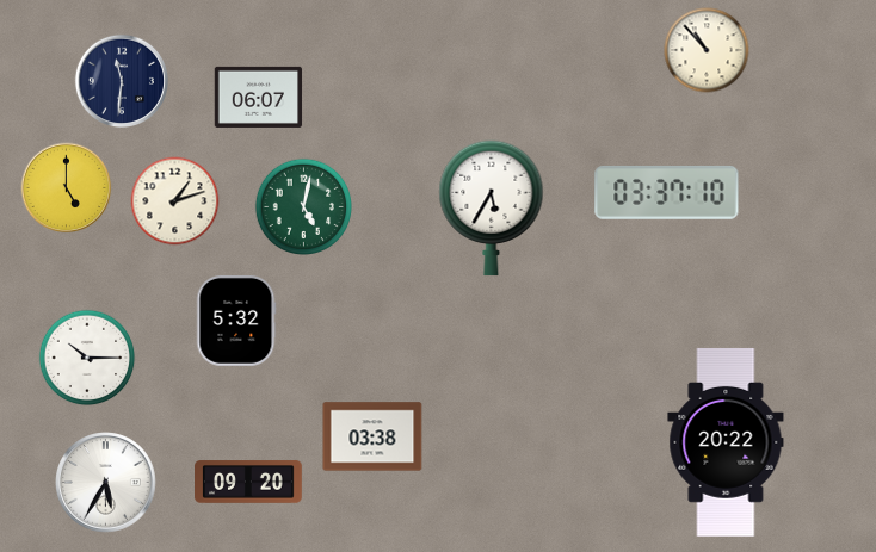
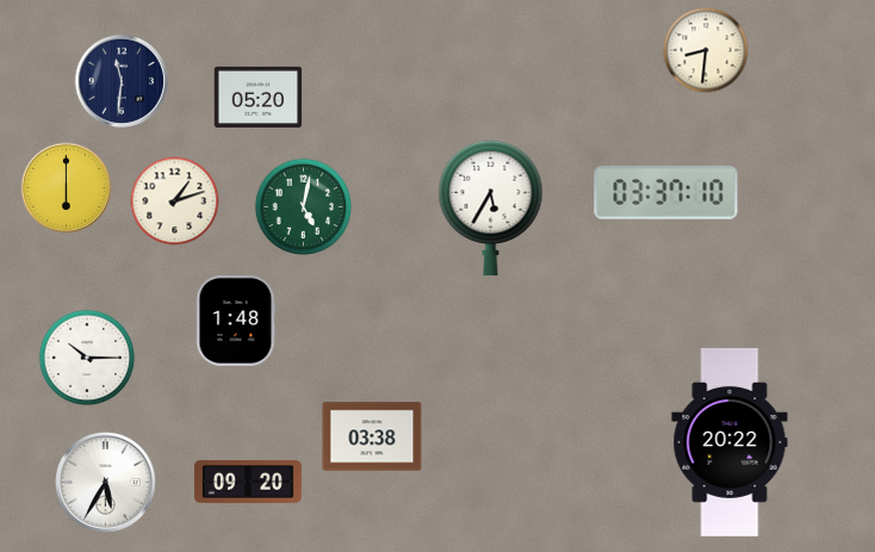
clock at (707, 50): 10:53 -> 8:31
clock at (259, 97): 06:07 -> 05:20
clock at (67, 188): 5:00 -> 6:00
clock at (236, 321): 5:32 -> 1:48
clock at (726, 442) position: (726, 442) -> (730, 442)
